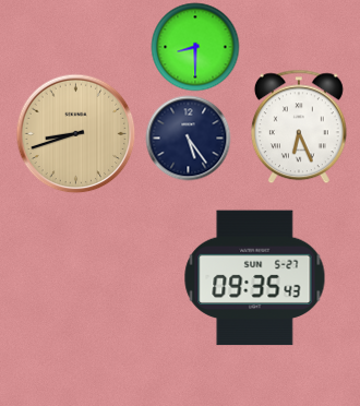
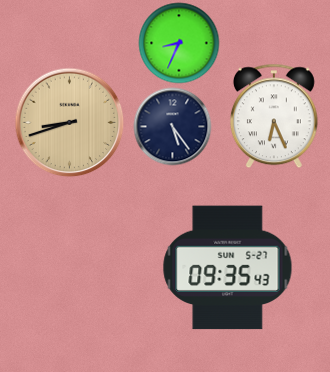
clock at (195, 47): 8:30 -> 8:34
clock at (255, 278) position: (255, 278) -> (228, 268)
